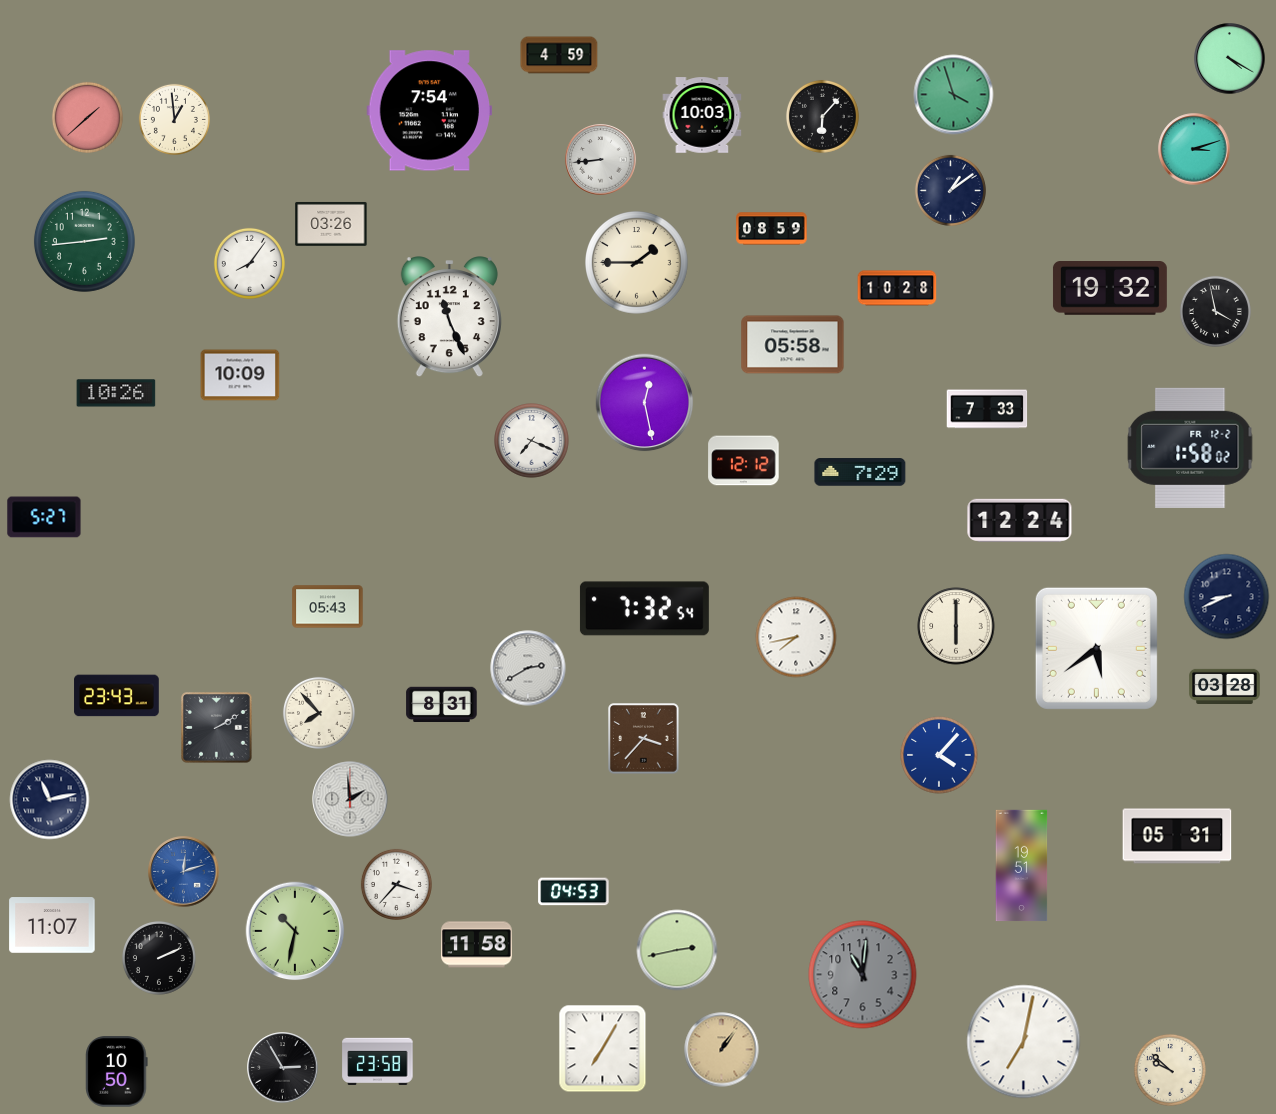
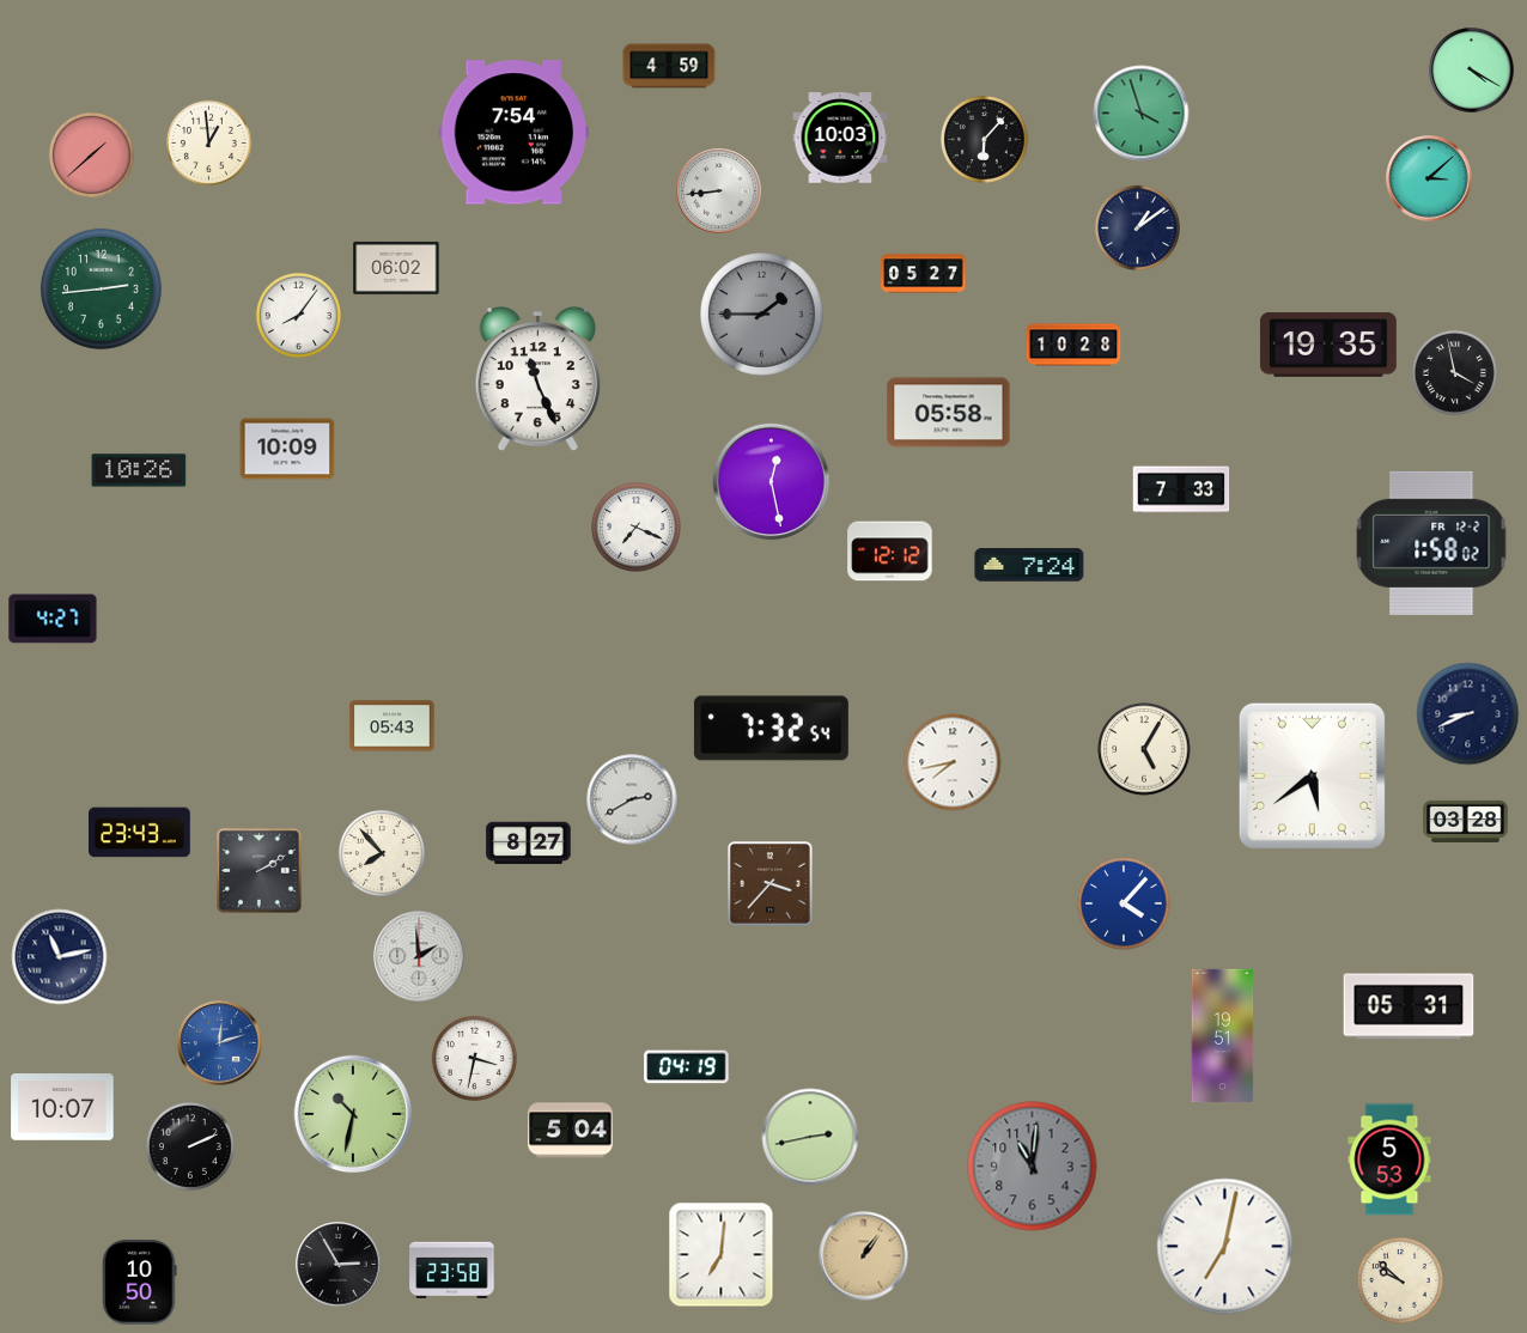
clock at (87, 117) position: (87, 117) -> (91, 154)
clock at (1194, 149): 3:12 -> 3:08
clock at (331, 224): 03:26 -> 06:02
clock at (772, 229): 08:59 -> 05:27
clock at (637, 263) dial: cream -> grey
clock at (1110, 289): 19:32 -> 19:35
clock at (1190, 448) position: (1190, 448) -> (1431, 543)
clock at (860, 472): 7:29 -> 7:24
clock at (44, 517): 5:27 -> 4:27
clock at (1020, 520): 12:24 -> none
clock at (956, 626): 6:00 -> 5:05
clock at (442, 705): 8:31 -> 8:27
clock at (1177, 836) position: (1177, 836) -> (1409, 1006)
clock at (396, 884): 3:37 -> 3:32
clock at (574, 892): 04:53 -> 04:19
clock at (52, 925): 11:07 -> 10:07
clock at (477, 945): 11:58 -> 5:04
clock at (1389, 1159): none -> 5:53
clock at (603, 1049): 7:05 -> 7:01
clock at (283, 1068) position: (283, 1068) -> (339, 1265)
